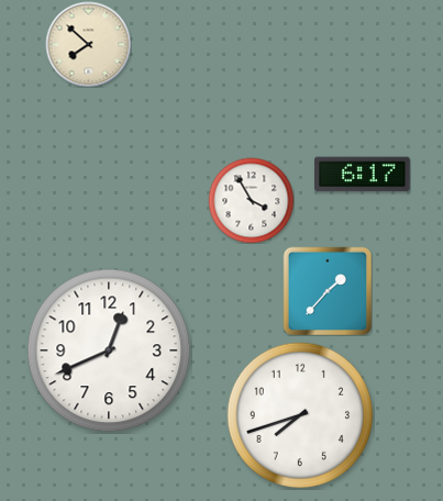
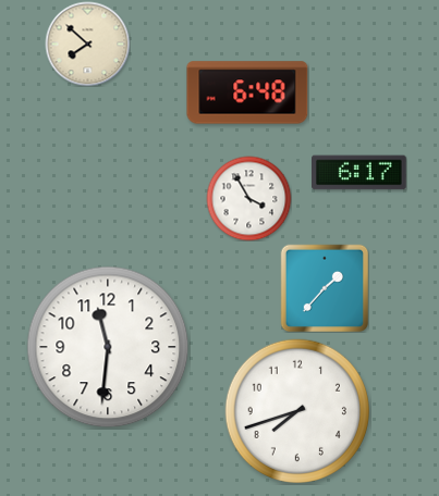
clock at (247, 92): none -> 6:48
clock at (109, 350): 12:41 -> 11:31
